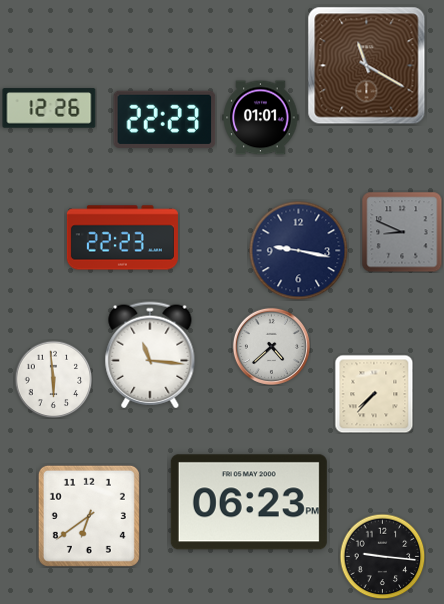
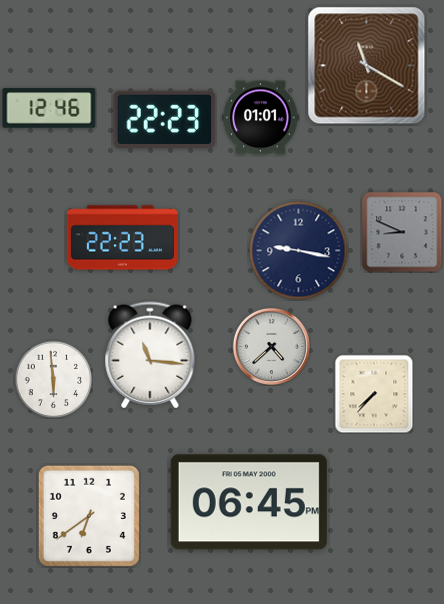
clock at (49, 108): 12:26 -> 12:46
clock at (249, 502): 06:23 -> 06:45
clock at (382, 556): 9:16 -> none
